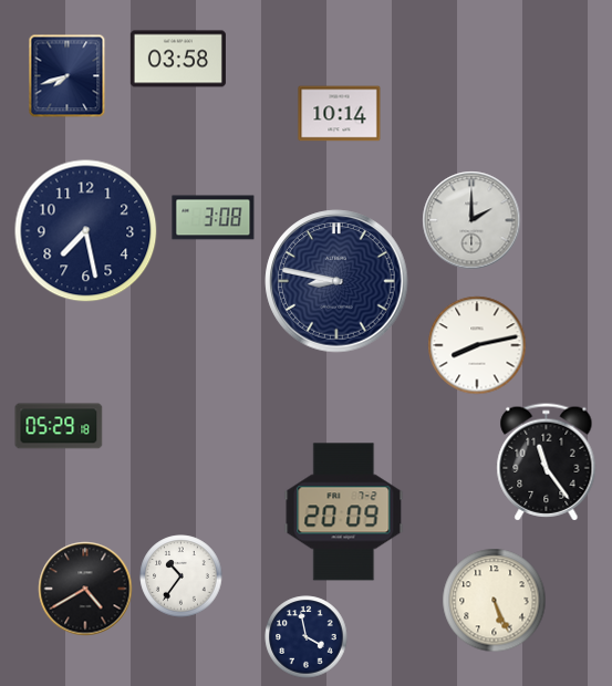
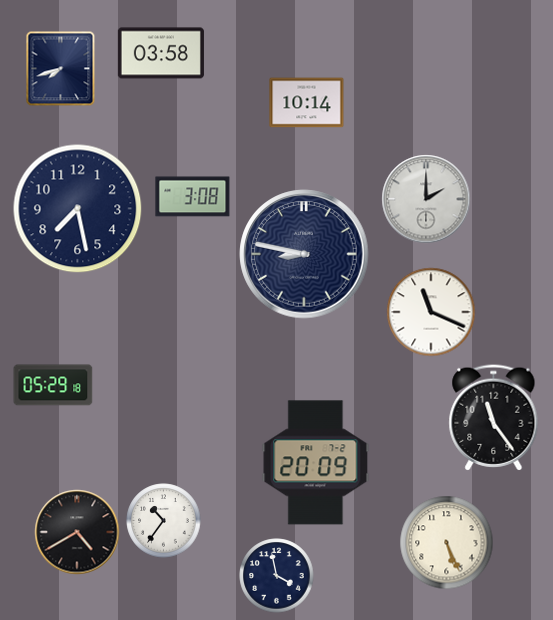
clock at (477, 345): 8:13 -> 11:19
clock at (344, 512) position: (344, 512) -> (316, 463)
